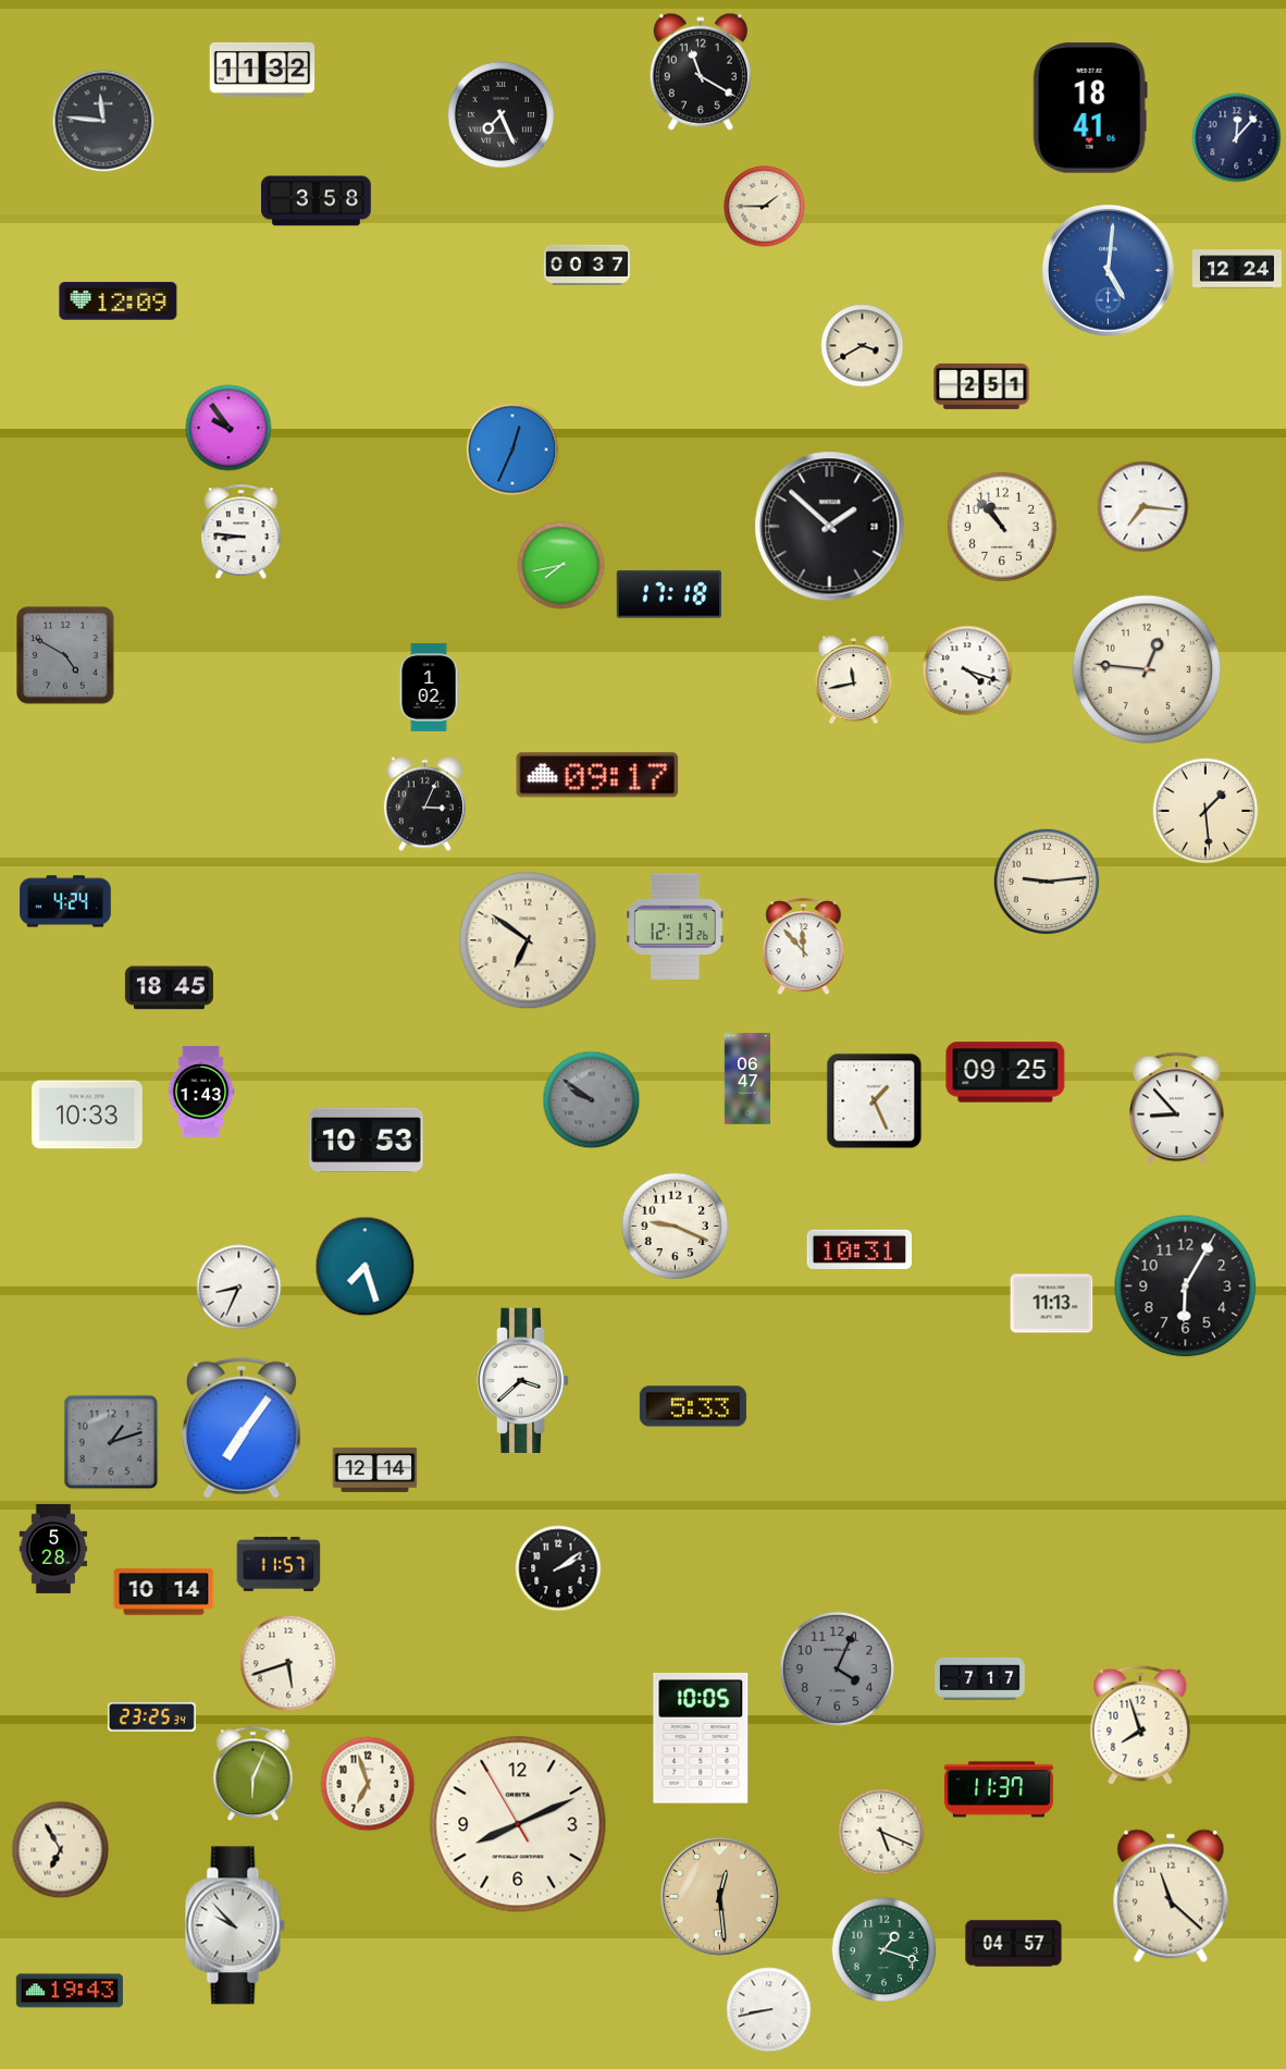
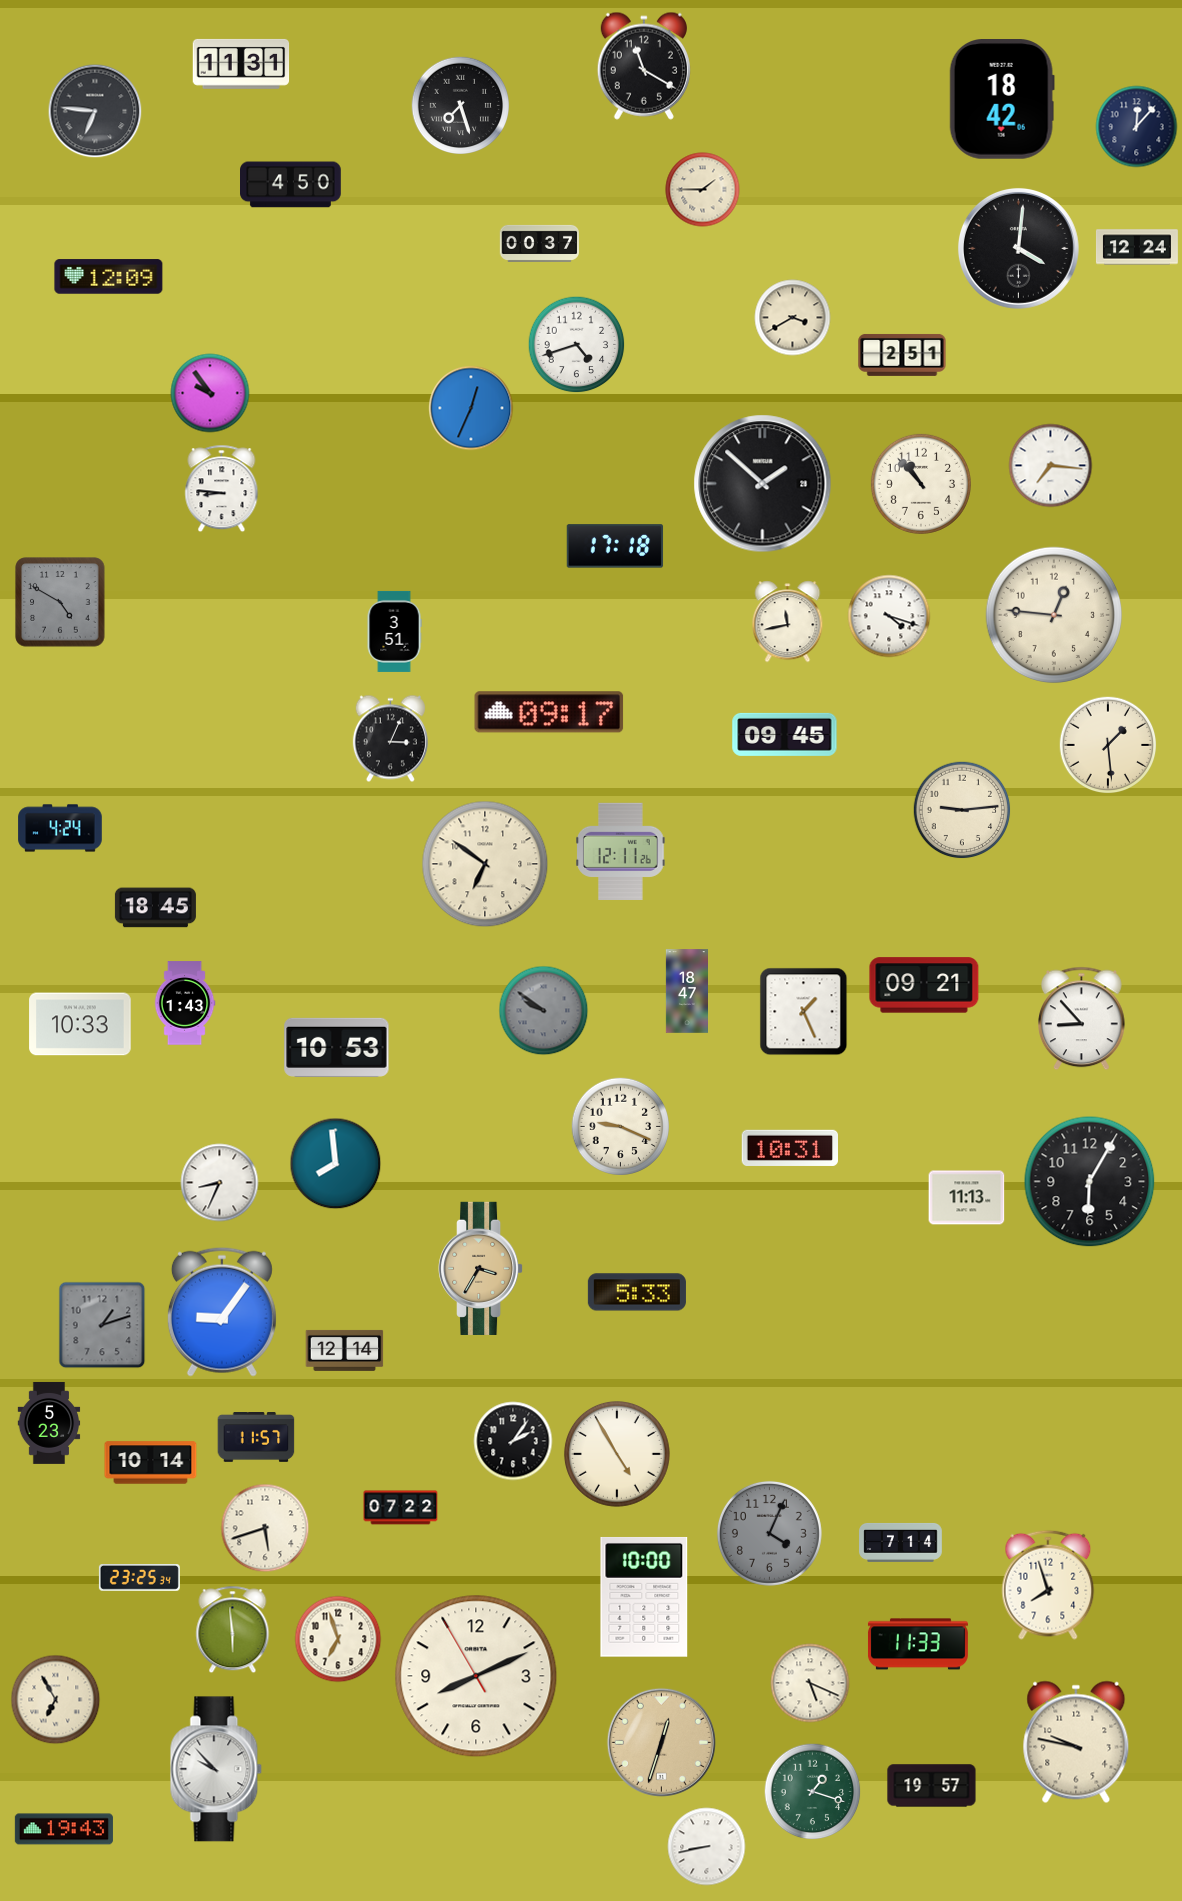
clock at (262, 70): 11:32 -> 11:31
clock at (1090, 109): 18:41 -> 18:42
clock at (500, 114): 7:26 -> 7:27
clock at (103, 121): 11:46 -> 6:46
clock at (317, 201): 3:58 -> 4:50
clock at (1108, 270): 5:01 -> 4:01
clock at (1108, 270) dial: blue -> black
clock at (577, 345): none -> 4:42
clock at (512, 449) position: (512, 449) -> (471, 408)
clock at (561, 566): 7:43 -> none
clock at (854, 680) position: (854, 680) -> (788, 622)
clock at (429, 687): 1:02 -> 3:51
clock at (785, 734): none -> 09:45
clock at (676, 926): 12:13 -> 12:11
clock at (804, 947): 11:53 -> none
clock at (1005, 1072): 09:25 -> 09:21
clock at (746, 1079): 06:47 -> 18:47
clock at (366, 1267): 7:27 -> 7:59
clock at (524, 1380): 3:38 -> 3:35
clock at (524, 1380) dial: white -> champagne
clock at (242, 1428): 7:06 -> 9:06
clock at (53, 1549): 5:28 -> 5:23
clock at (558, 1568): 2:09 -> 2:06
clock at (617, 1454): none -> 4:55
clock at (401, 1508): none -> 07:22
clock at (980, 1678): 7:17 -> 7:14
clock at (701, 1738): 10:05 -> 10:00
clock at (254, 1774): 6:04 -> 5:59
clock at (999, 1789): 11:37 -> 11:33
clock at (719, 1896): 12:29 -> 12:33
clock at (1171, 1896): 11:22 -> 9:47
clock at (1014, 1944): 04:57 -> 19:57
